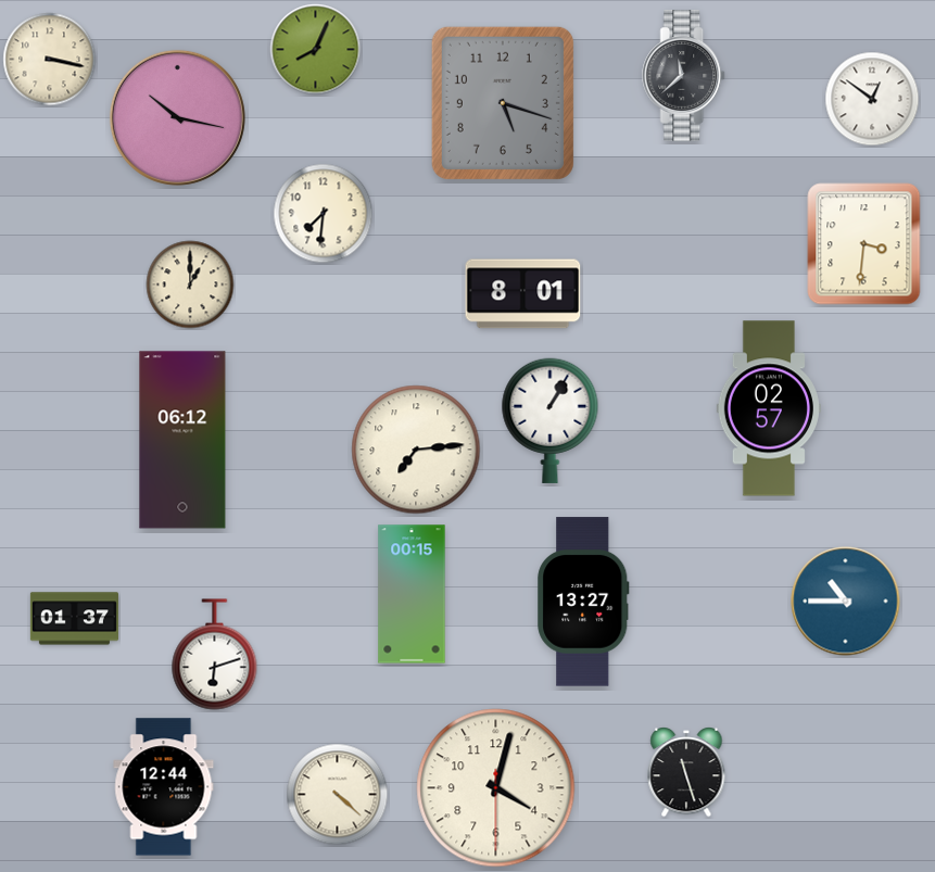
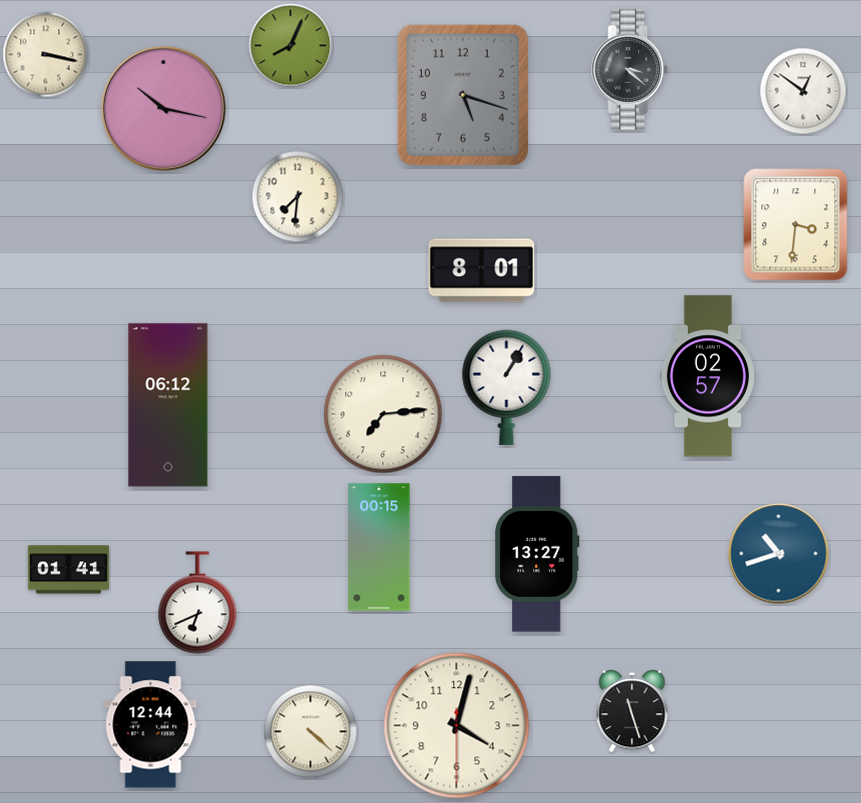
clock at (684, 76): 11:38 -> 3:22
clock at (190, 285): 1:00 -> none
clock at (846, 602): 10:45 -> 10:42
clock at (74, 619): 01:37 -> 01:41
clock at (215, 655): 6:12 -> 6:41
